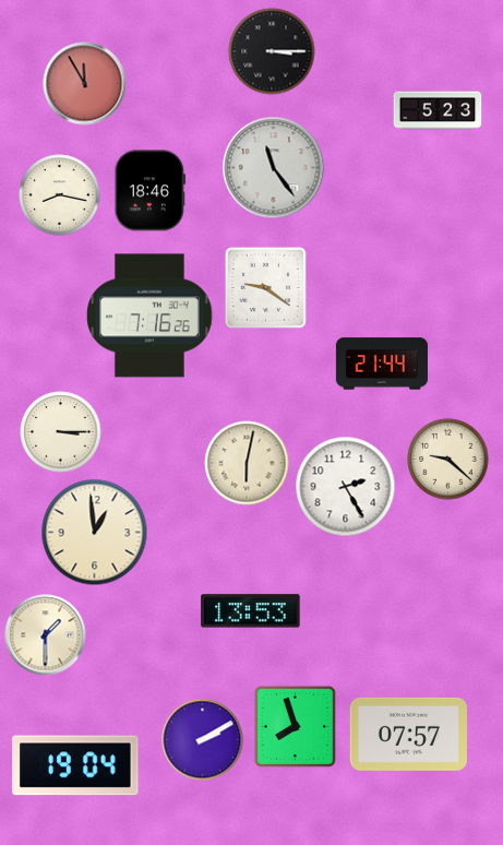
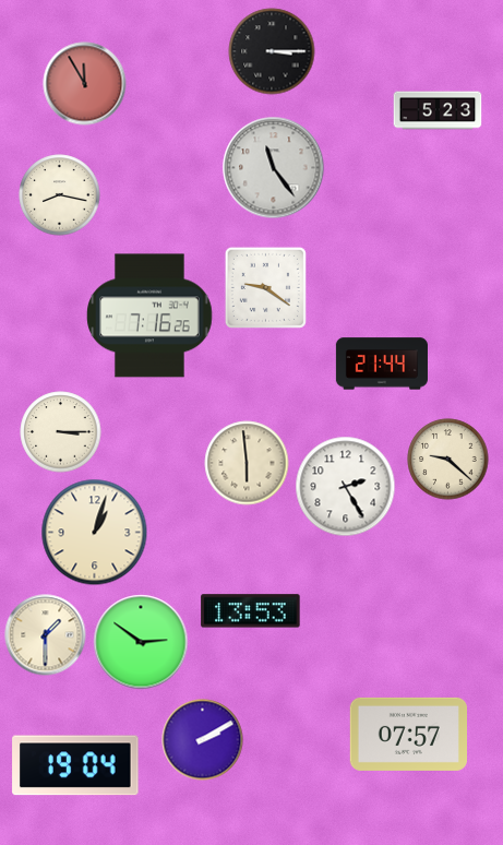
clock at (151, 191): 18:46 -> none
clock at (247, 463): 6:02 -> 5:59
clock at (95, 533): 12:59 -> 1:03
clock at (141, 642): none -> 2:51
clock at (295, 726): 7:57 -> none
